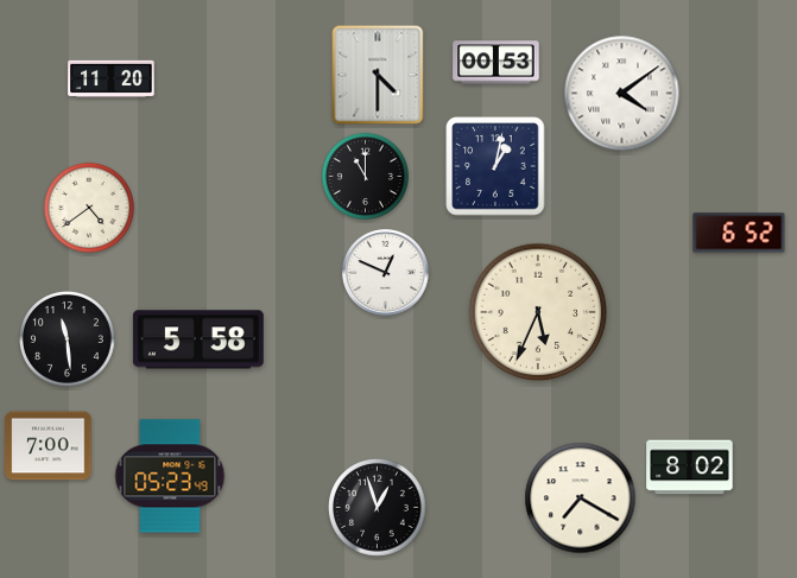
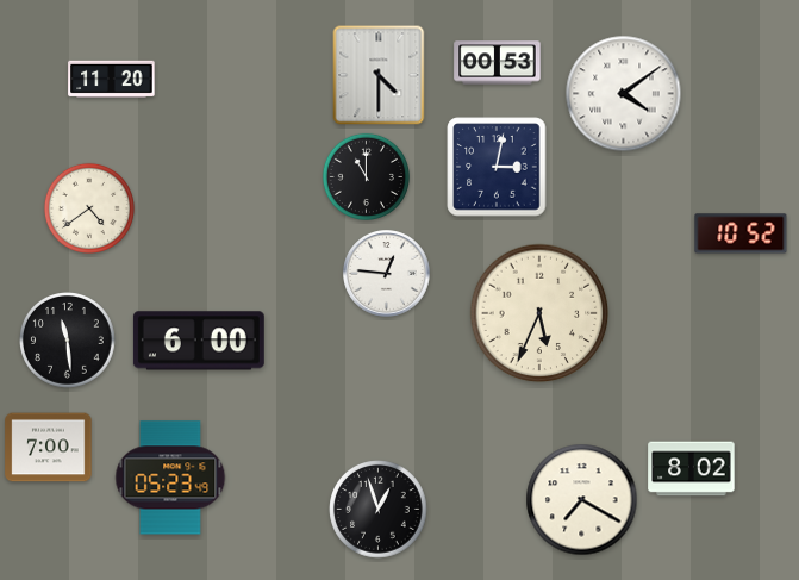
clock at (495, 166): 1:02 -> 3:02
clock at (739, 233): 6:52 -> 10:52
clock at (386, 273): 12:49 -> 12:46
clock at (198, 339): 5:58 -> 6:00
